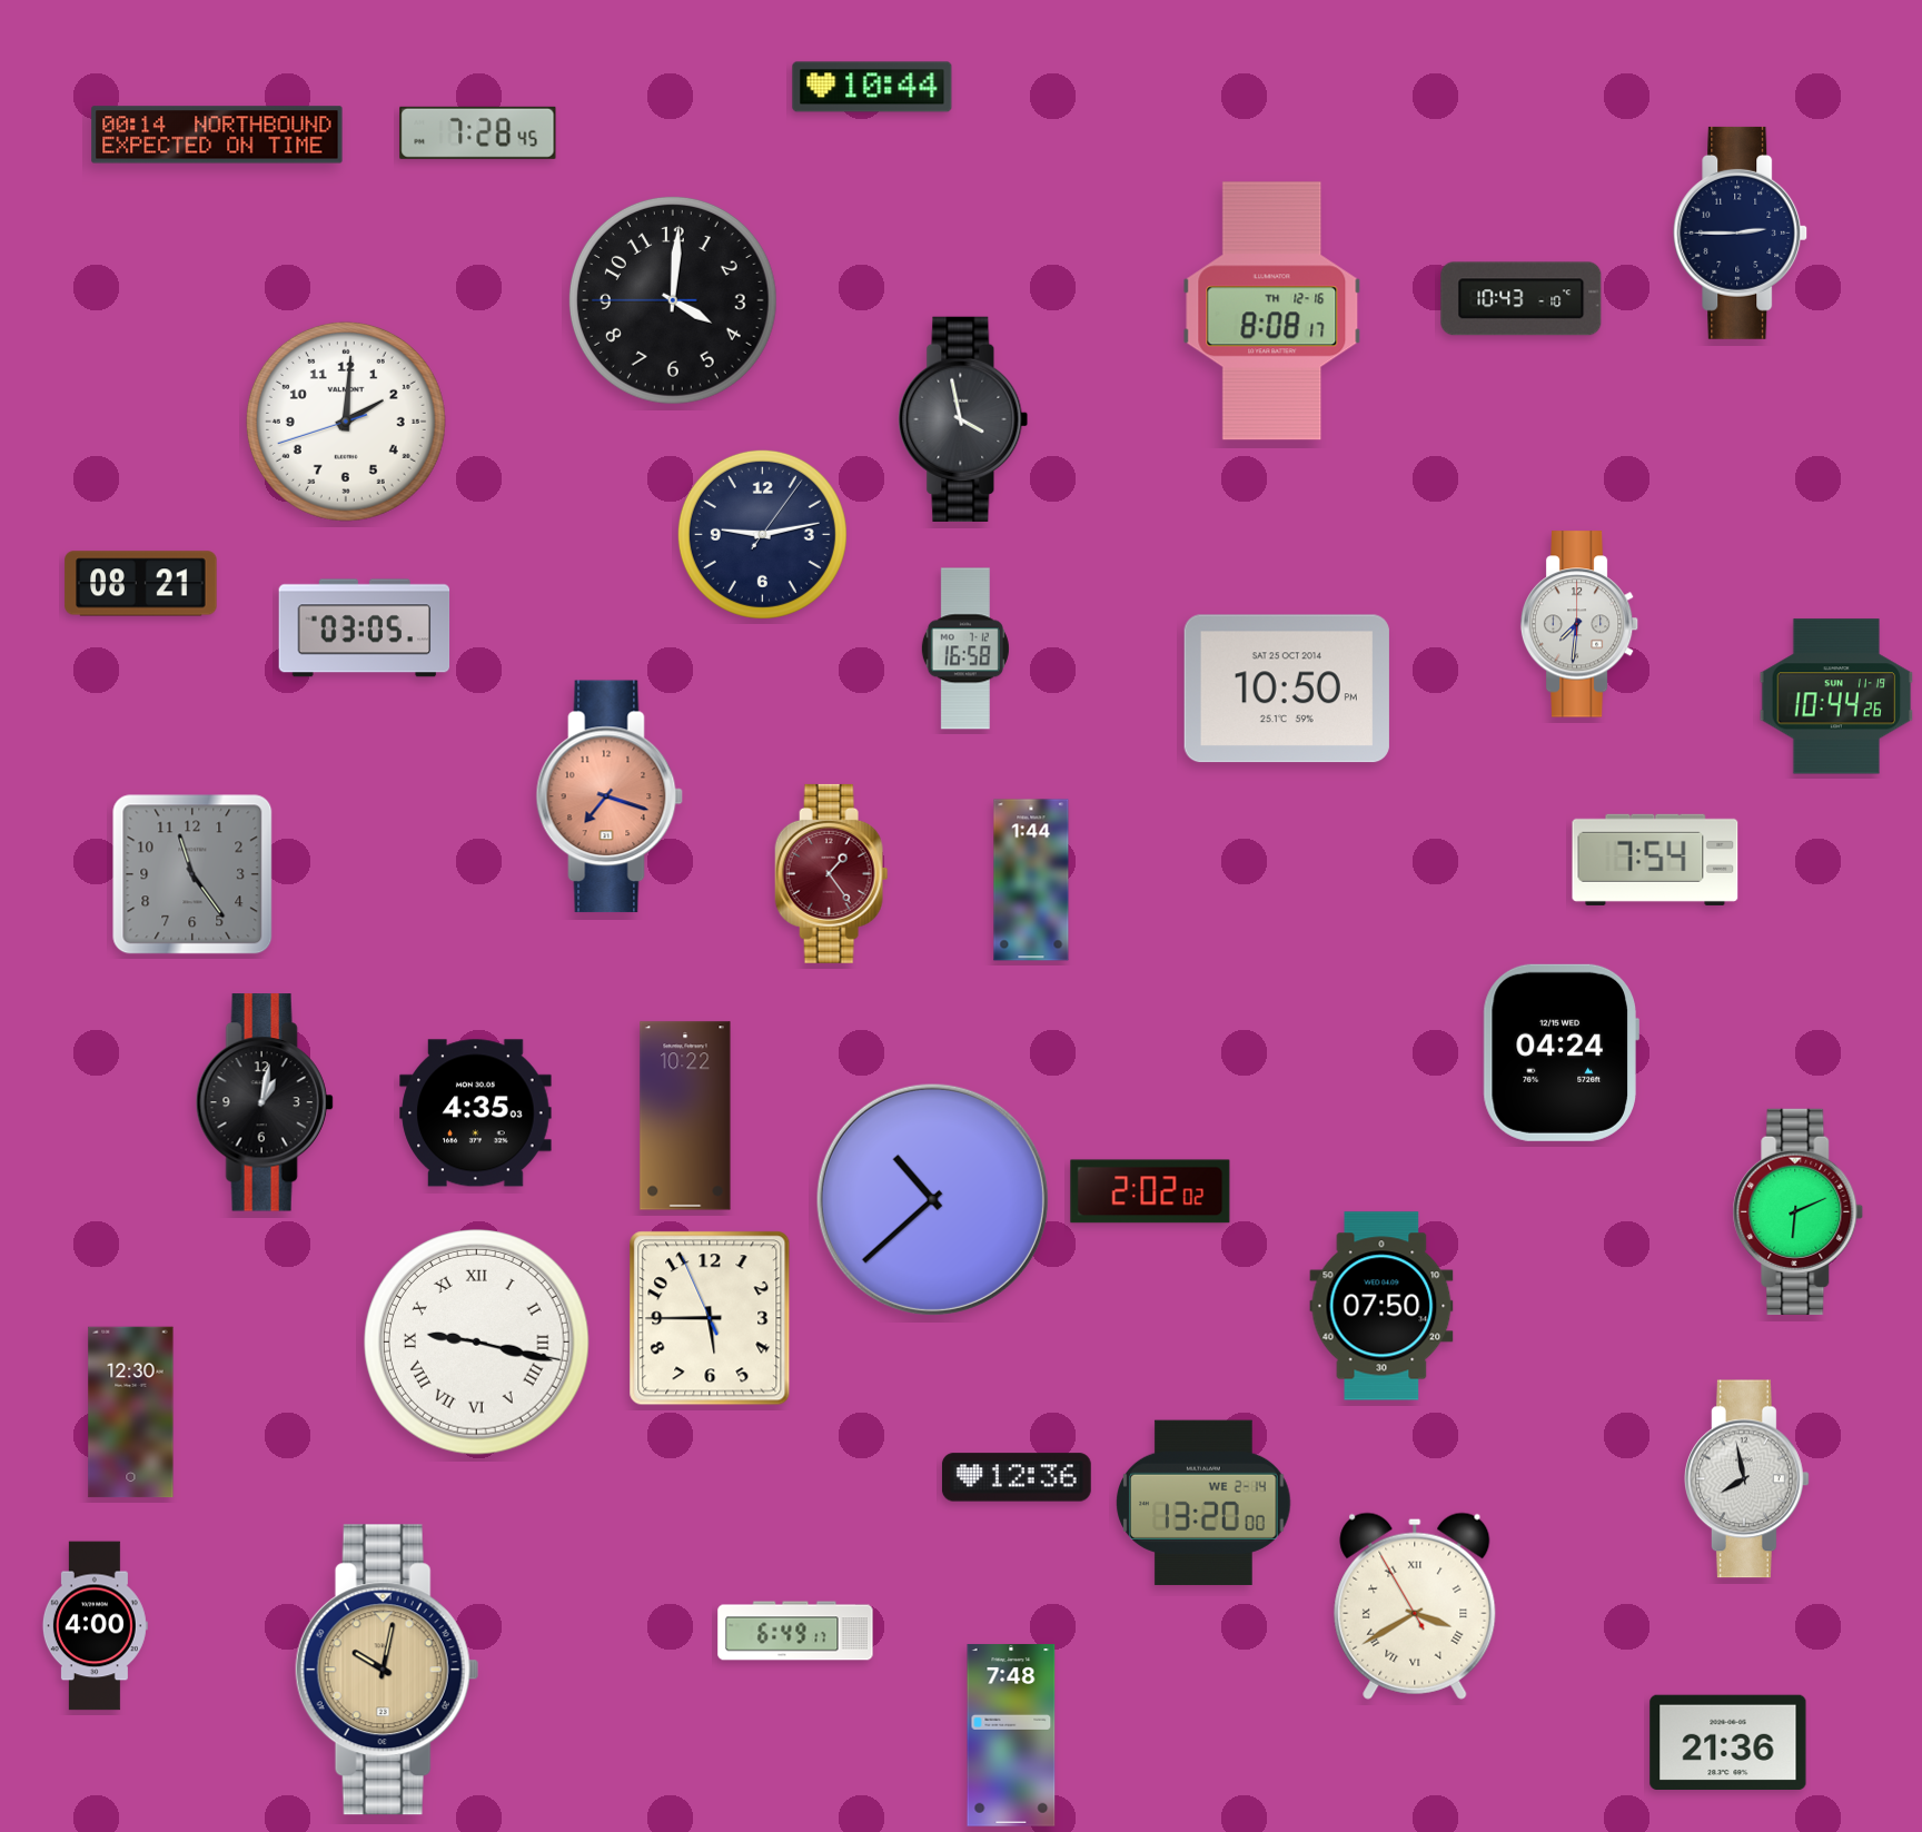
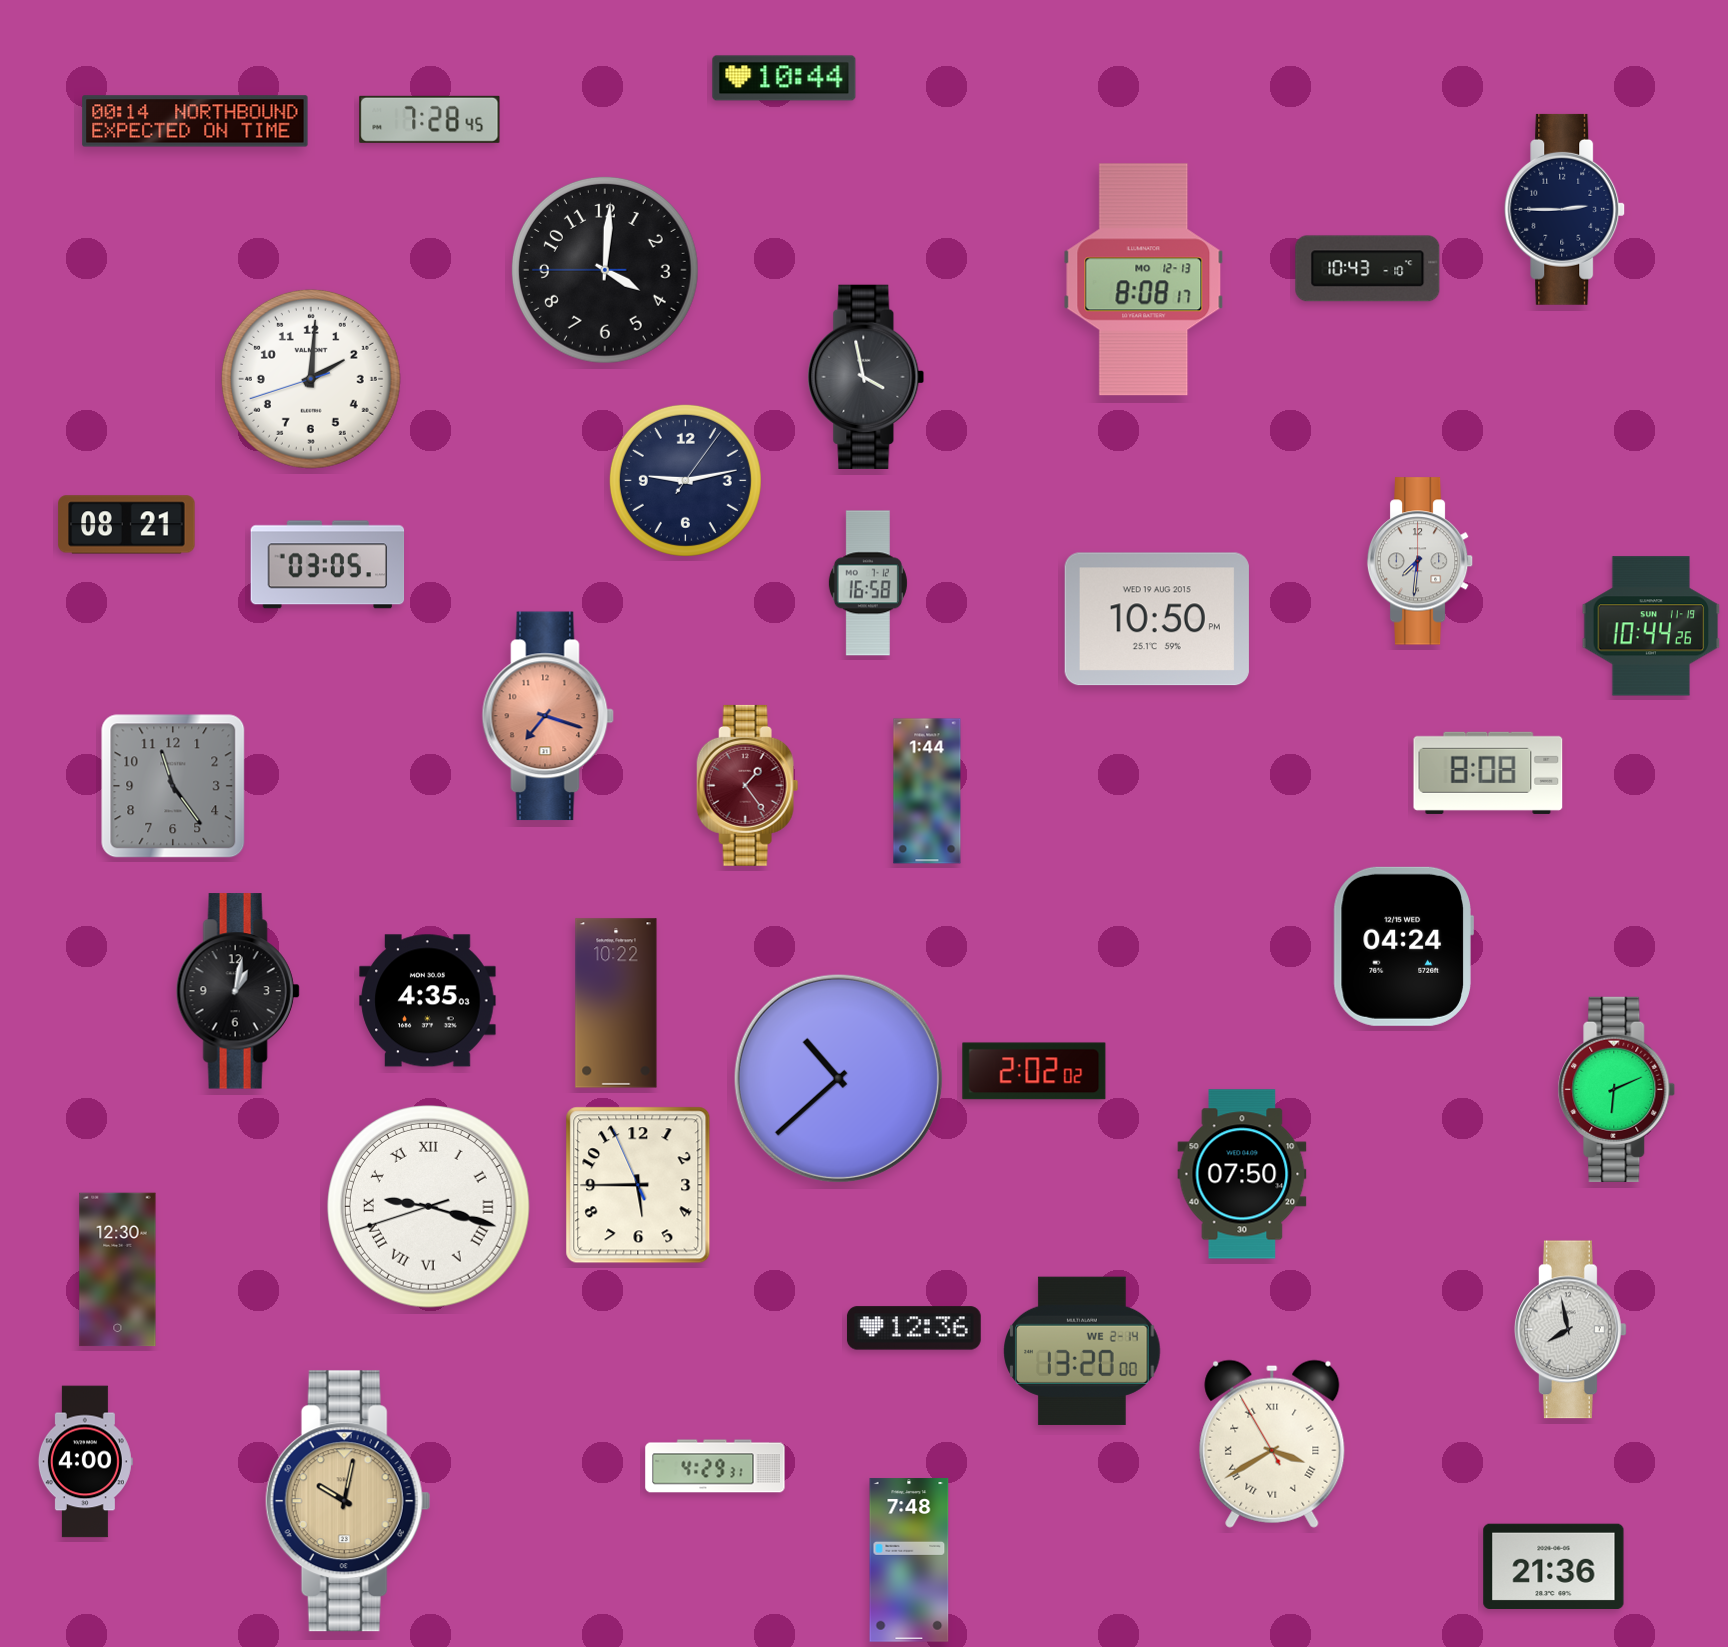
clock at (1272, 311) date: TH 12-16 -> MO 12-13
clock at (1287, 689) date: SAT 25 OCT 2014 -> WED 19 AUG 2015
clock at (1655, 860): 7:54 -> 8:08
clock at (477, 1343): 9:17:17 -> 9:17:42
clock at (795, 1631): 6:49 -> 4:29
